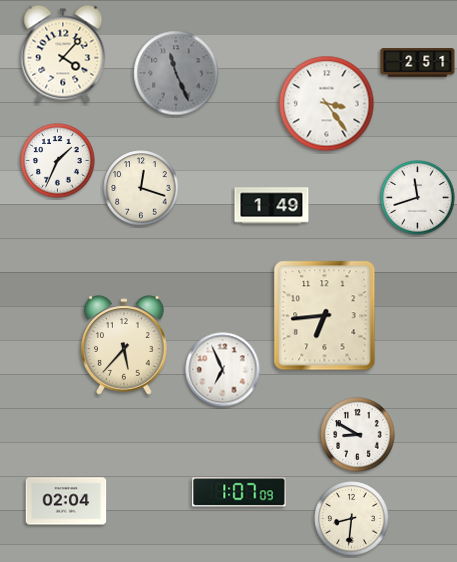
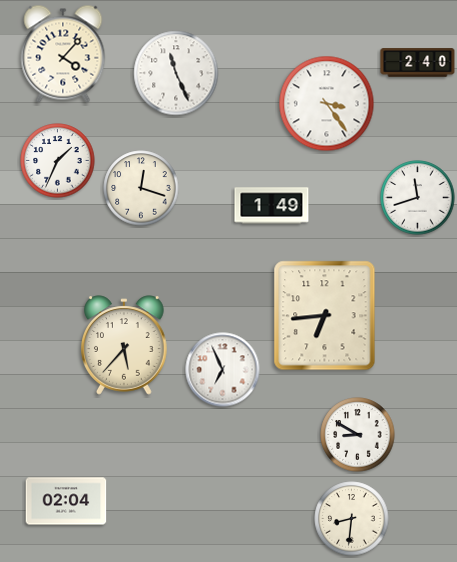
clock at (418, 63): 2:51 -> 2:40
clock at (176, 73) dial: grey -> white
clock at (239, 492): 1:07 -> none
